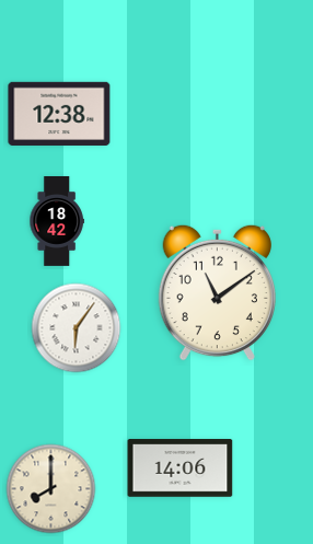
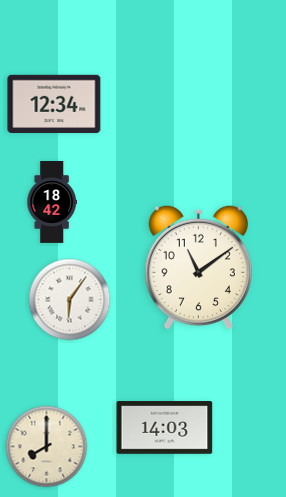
clock at (59, 114): 12:38 -> 12:34
clock at (181, 468): 14:06 -> 14:03
